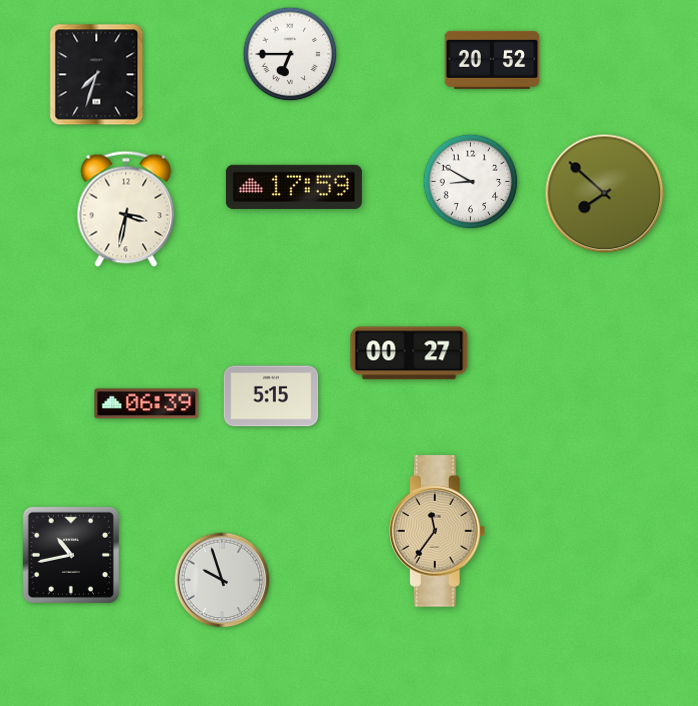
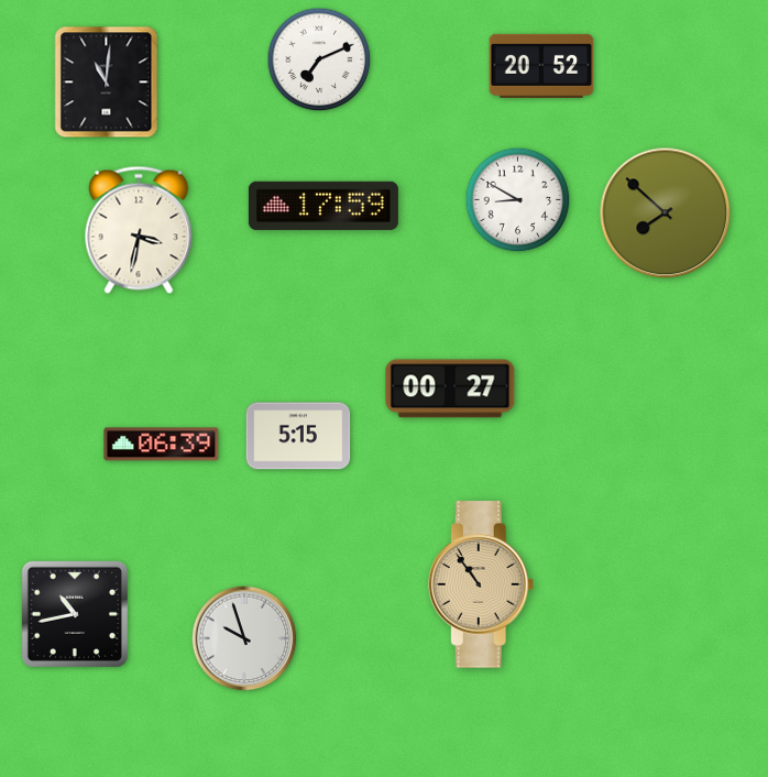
clock at (290, 54): 6:45 -> 7:11
clock at (97, 75): 7:33 -> 11:01
clock at (437, 531): 11:36 -> 10:54
clock at (71, 555) position: (71, 555) -> (75, 614)
